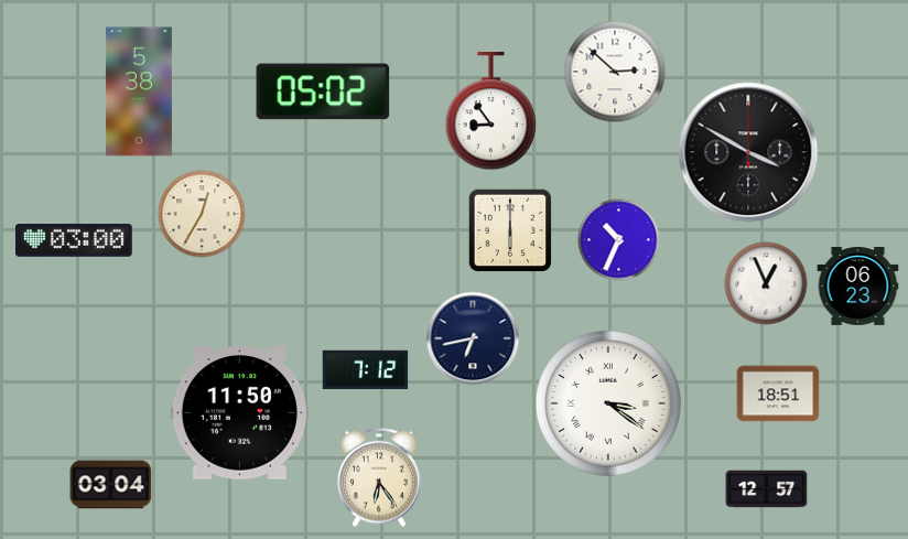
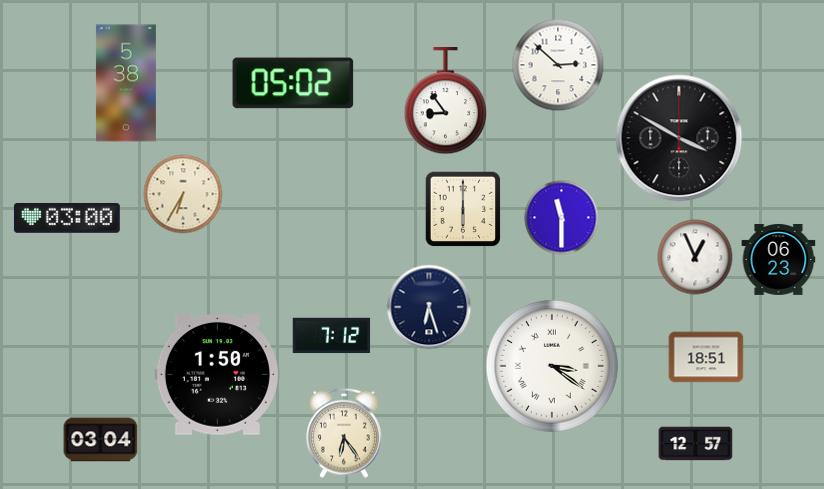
clock at (202, 214): 12:35 -> 6:35
clock at (619, 240): 10:34 -> 11:30
clock at (473, 338): 6:43 -> 6:27
clock at (239, 413): 11:50 -> 1:50
